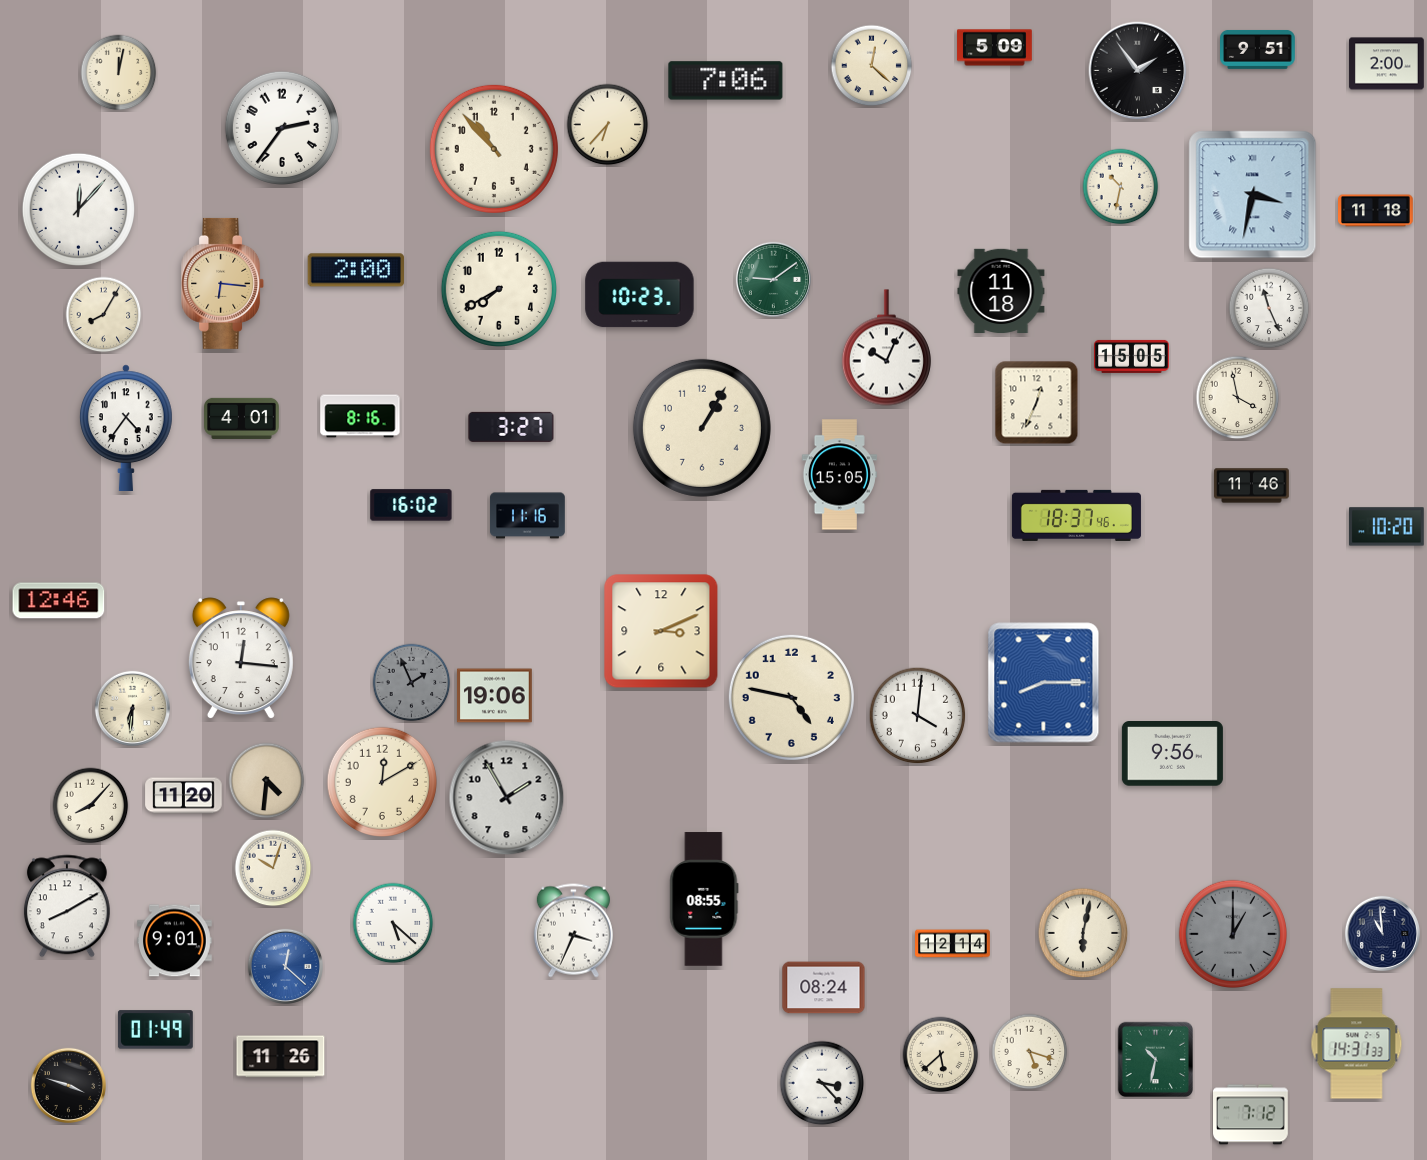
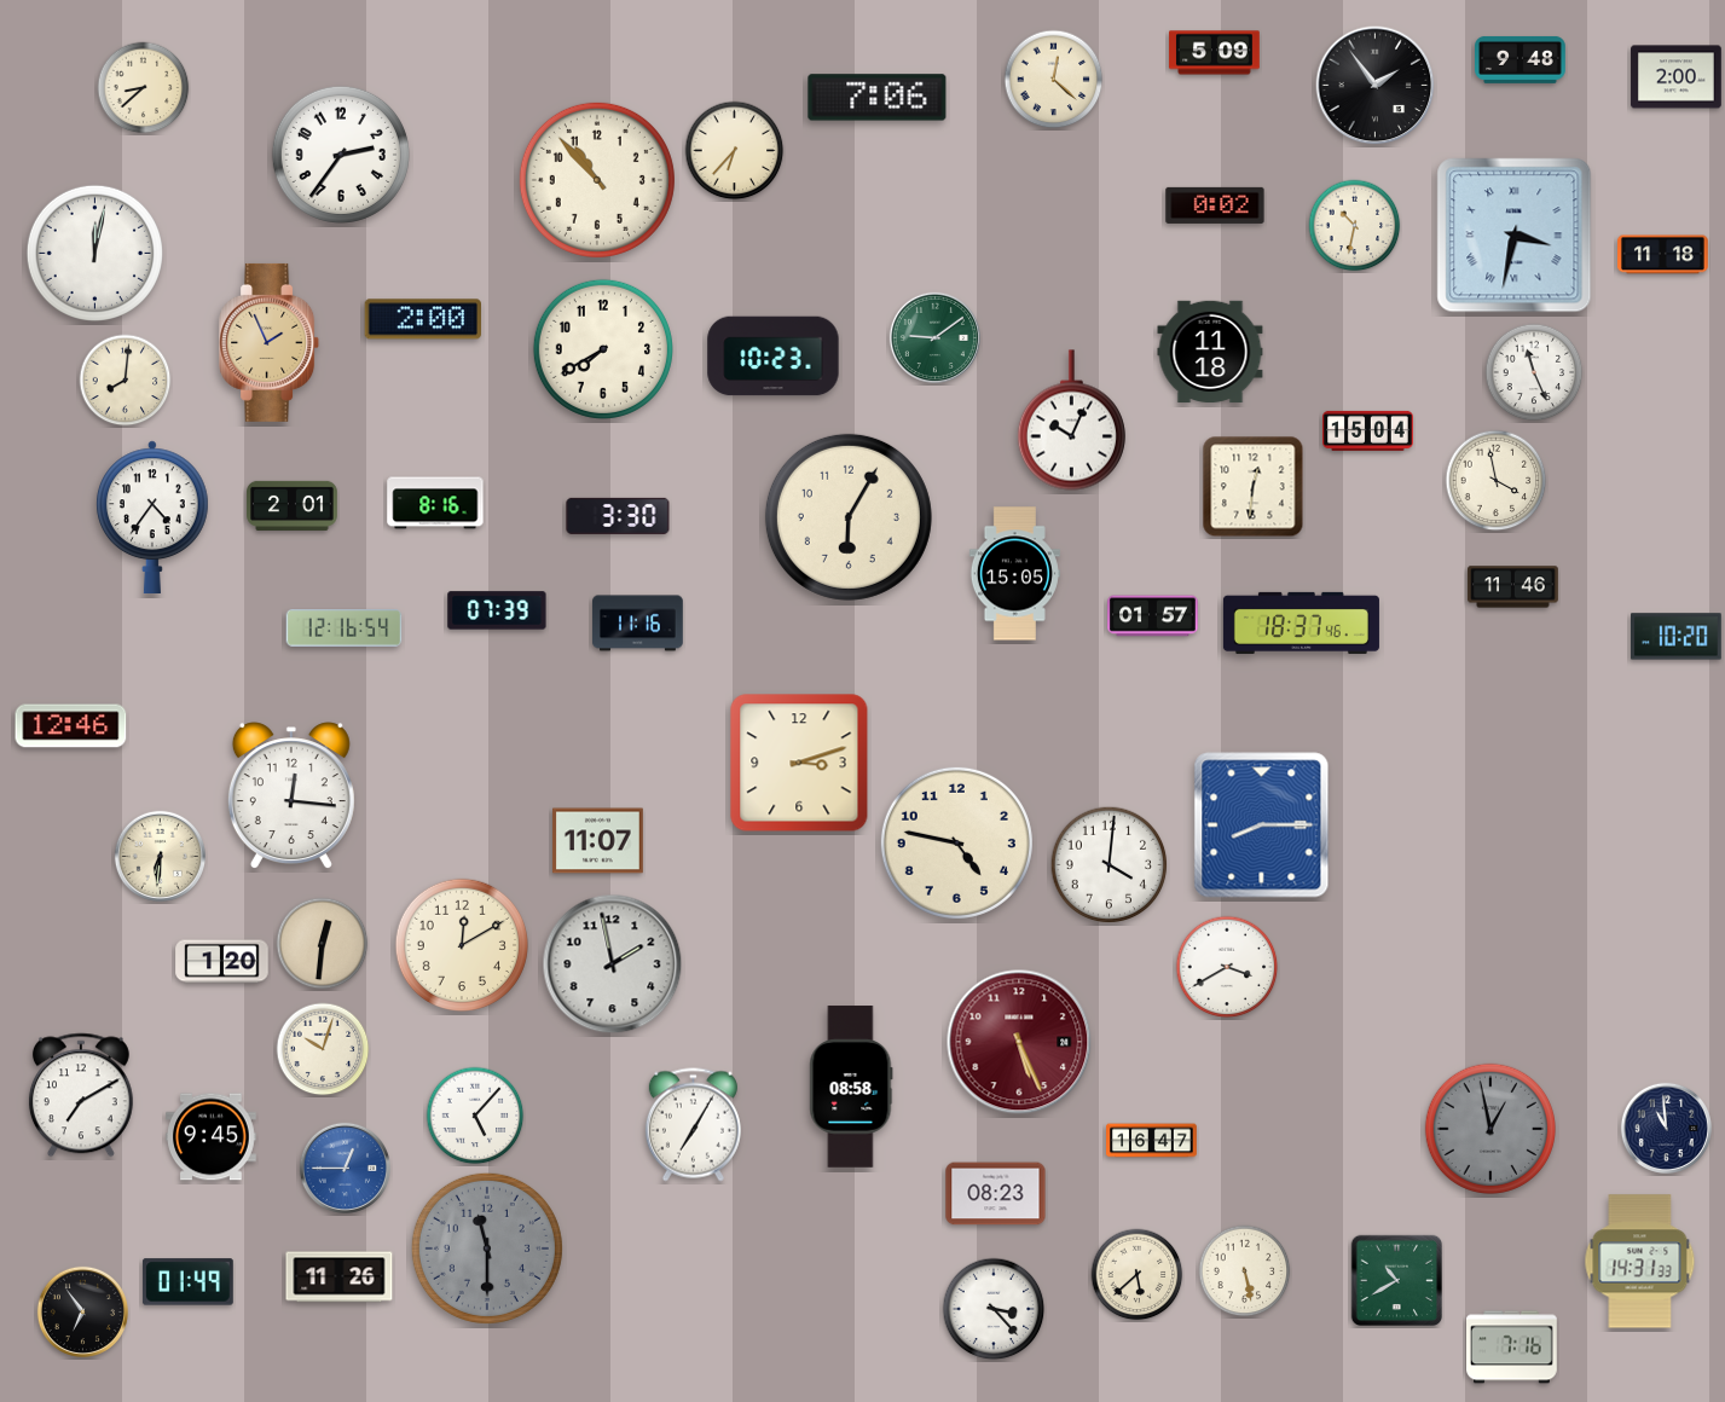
clock at (995, 48) position: (995, 48) -> (1215, 53)
clock at (1258, 49): 9:51 -> 9:48
clock at (119, 73): 12:02 -> 8:38
clock at (1215, 205): none -> 0:02
clock at (78, 209): 12:07 -> 12:02
clock at (355, 270) position: (355, 270) -> (422, 319)
clock at (223, 283): 6:16 -> 1:56
clock at (104, 315): 8:05 -> 8:01
clock at (1132, 356): 15:05 -> 15:04
clock at (1037, 403): 12:34 -> 12:31
clock at (242, 418): 4:01 -> 2:01
clock at (511, 427): 3:27 -> 3:30
clock at (702, 428): 1:05 -> 6:05
clock at (411, 505): 16:02 -> 07:39
clock at (1153, 616): none -> 01:57
clock at (345, 628): none -> 12:16
clock at (661, 631): 3:11 -> 3:12
clock at (412, 683): 1:56 -> none
clock at (495, 696): 19:06 -> 11:07
clock at (1172, 754): 9:56 -> none
clock at (267, 781): 4:31 -> 12:31
clock at (184, 796): 11:20 -> 1:20
clock at (507, 798): 1:55 -> 1:58
clock at (1227, 967): none -> 3:40
clock at (91, 806): 8:07 -> none
clock at (1019, 1042): none -> 5:26
clock at (273, 868) position: (273, 868) -> (323, 1049)
clock at (704, 899): 08:55 -> 08:58
clock at (67, 906): 8:10 -> 7:10
clock at (393, 923): 5:22 -> 5:07
clock at (573, 931): 3:34 -> 7:05
clock at (1083, 933): 6:02 -> none
clock at (1232, 933): 1:00 -> 12:58
clock at (1382, 933) position: (1382, 933) -> (1666, 1128)
clock at (175, 941): 9:01 -> 9:45
clock at (953, 944): 12:14 -> 16:47
clock at (285, 966): 12:22 -> 12:45
clock at (824, 988): 08:24 -> 08:23
clock at (155, 1030) position: (155, 1030) -> (187, 1282)
clock at (487, 1249): none -> 11:30
clock at (1030, 1052): 5:18 -> 5:28
clock at (1156, 1060): 10:32 -> 10:40
clock at (68, 1085): 3:48 -> 6:54
clock at (1251, 1115): 7:12 -> 7:16
